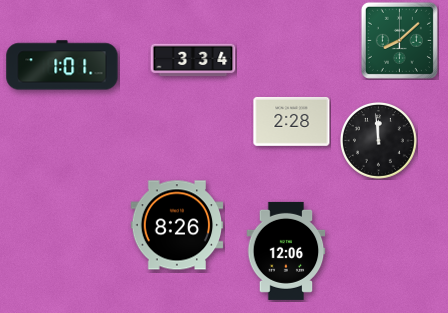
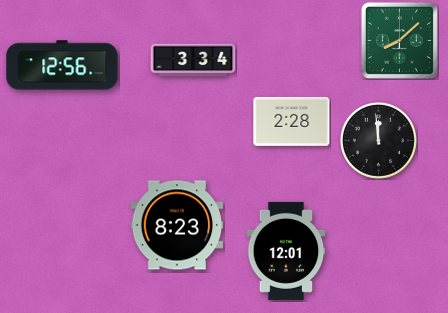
clock at (62, 65): 1:01 -> 12:56
clock at (177, 225): 8:26 -> 8:23
clock at (286, 251): 12:06 -> 12:01
